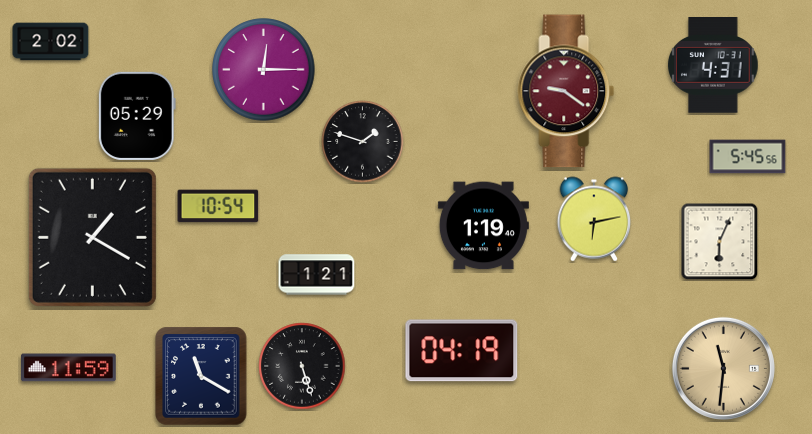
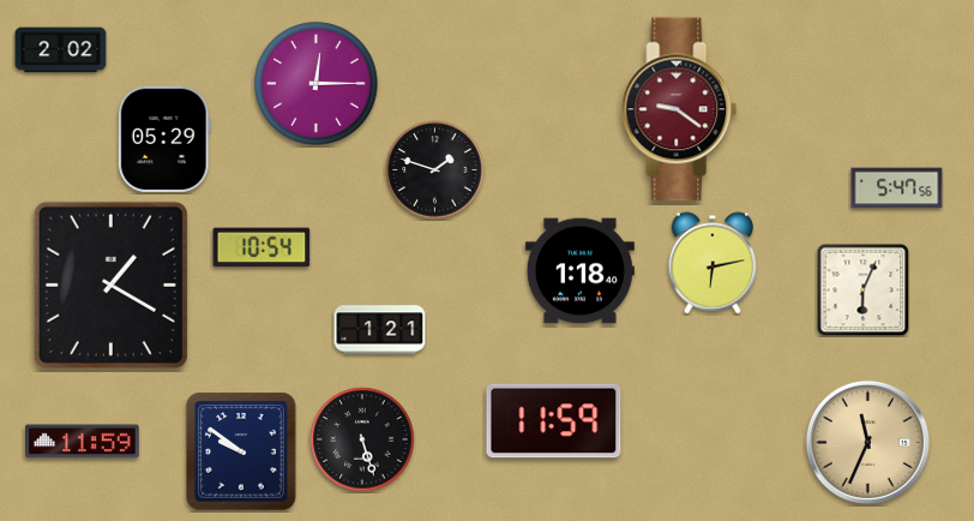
clock at (713, 65): 4:31 -> none
clock at (748, 157): 5:45 -> 5:47
clock at (483, 226): 1:19 -> 1:18
clock at (462, 351): 04:19 -> 11:59
clock at (723, 368): 11:31 -> 11:34
clock at (201, 376): 11:20 -> 9:51
